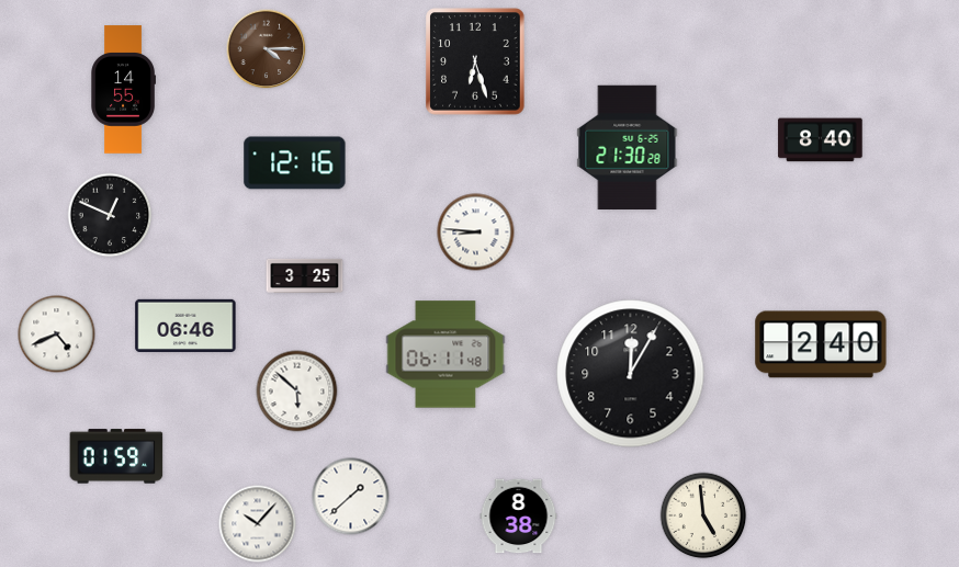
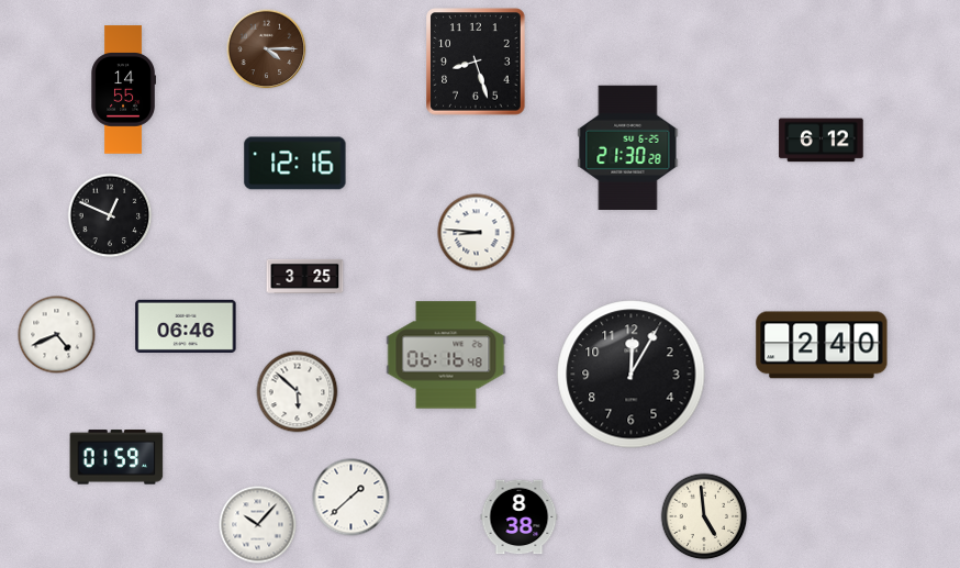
clock at (475, 61): 6:27 -> 8:27
clock at (821, 140): 8:40 -> 6:12
clock at (445, 354): 06:11 -> 06:16
